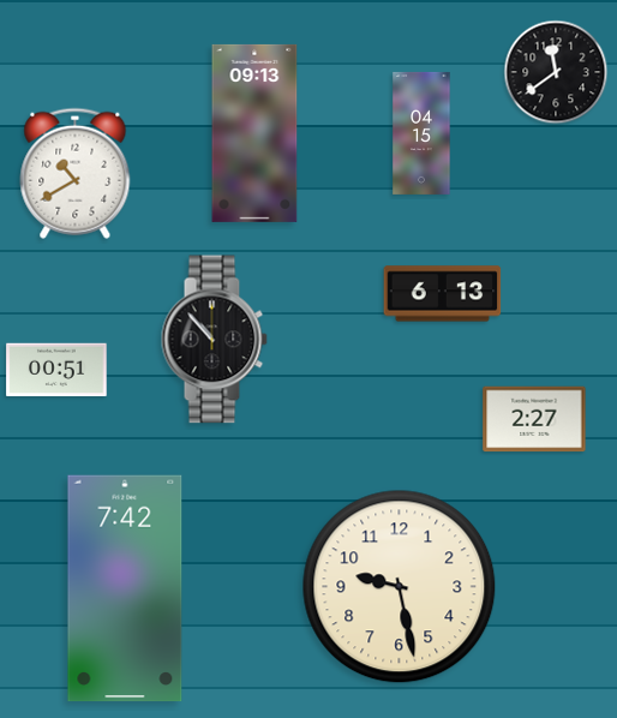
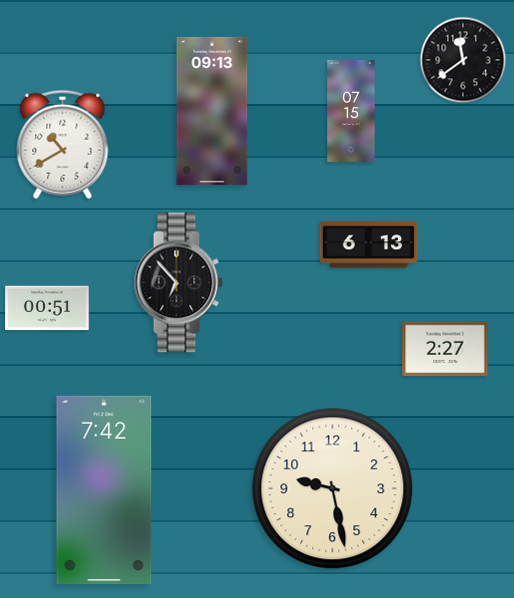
clock at (421, 133): 04:15 -> 07:15
clock at (214, 340): 10:53 -> 6:53
